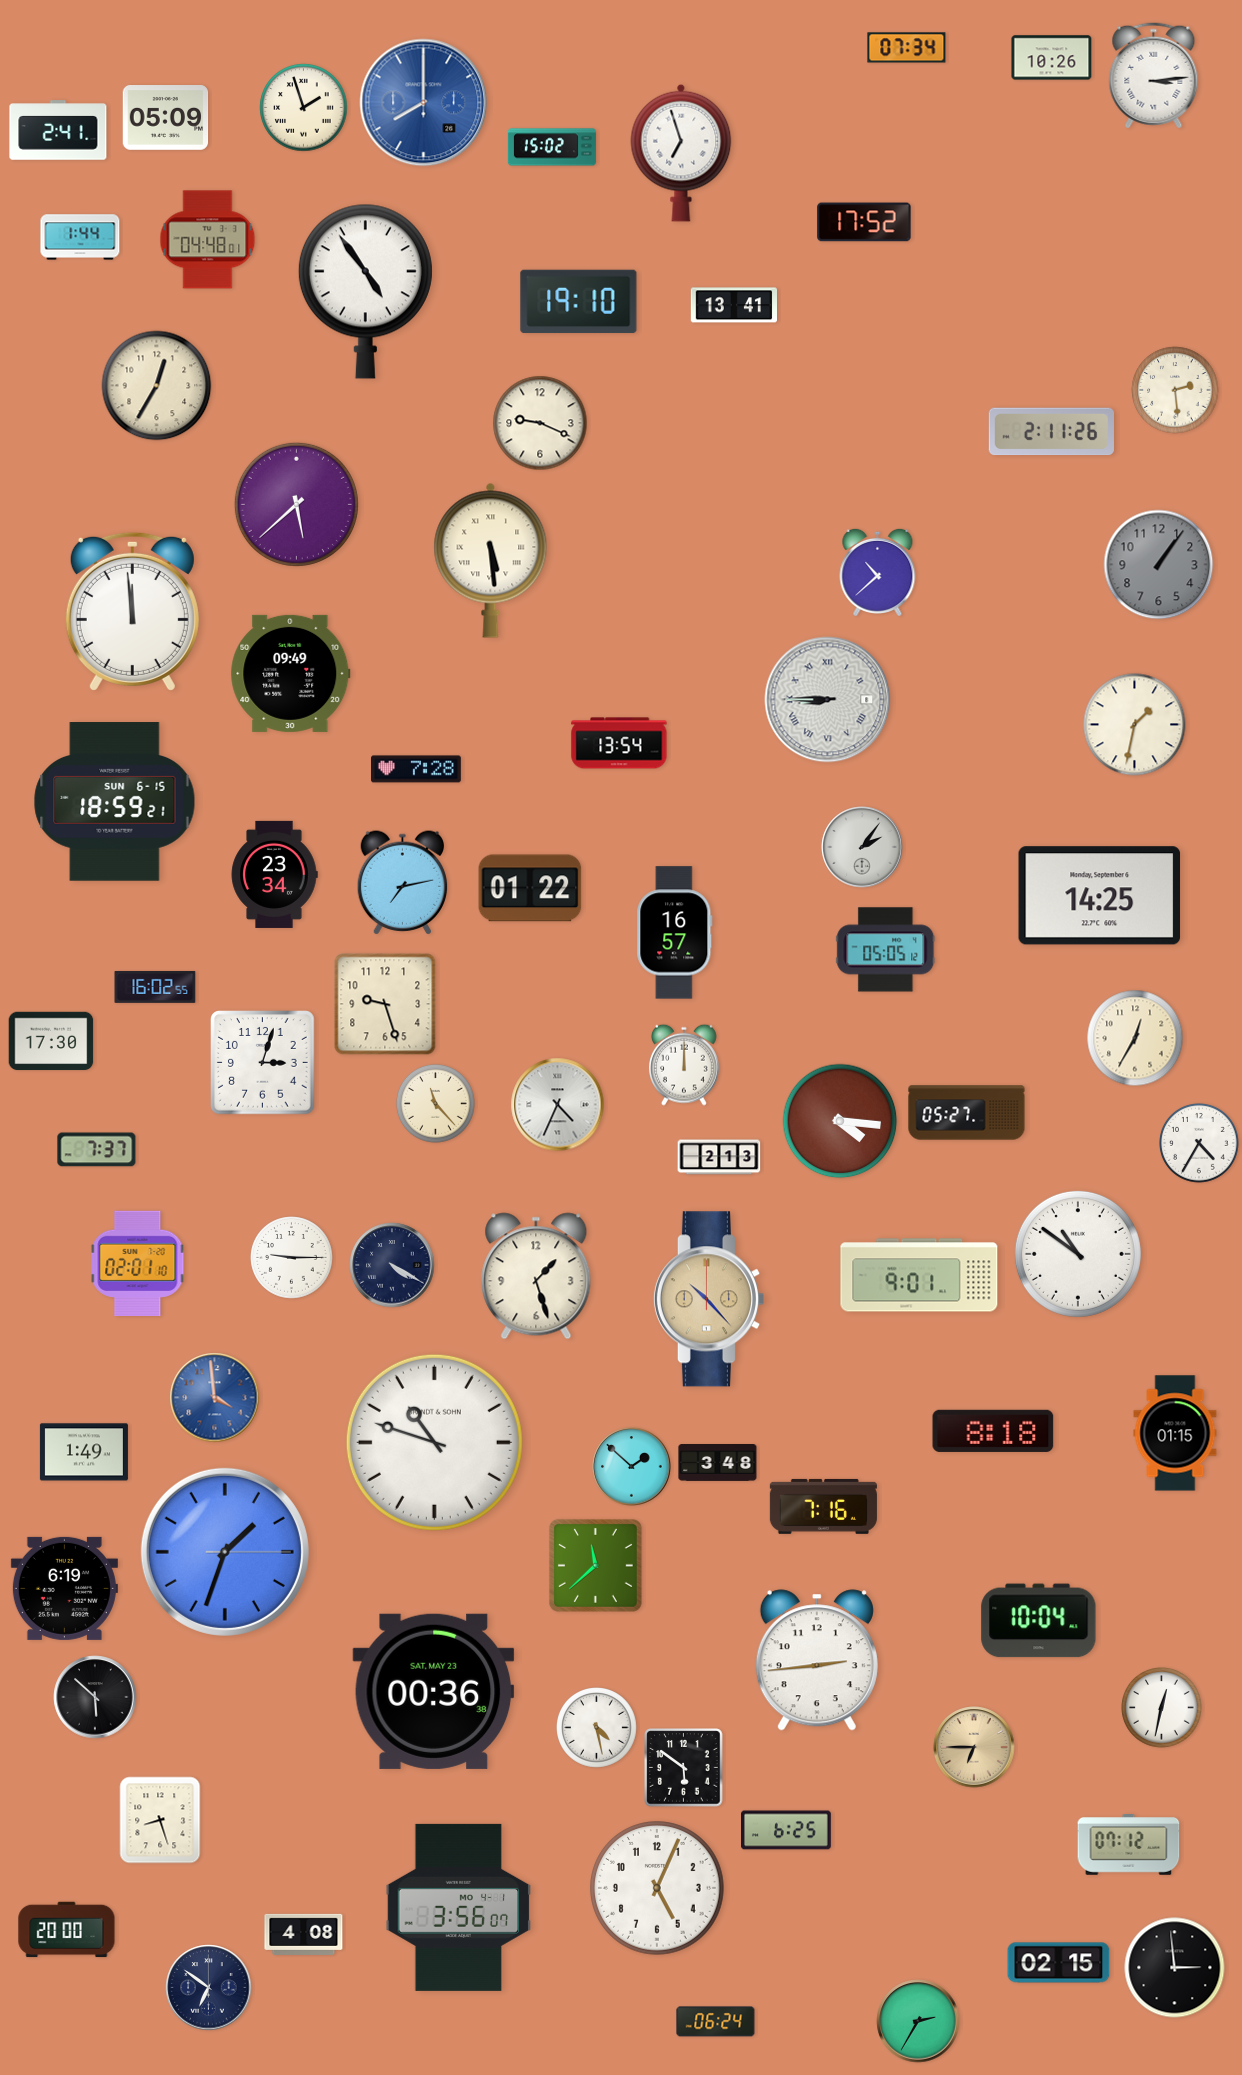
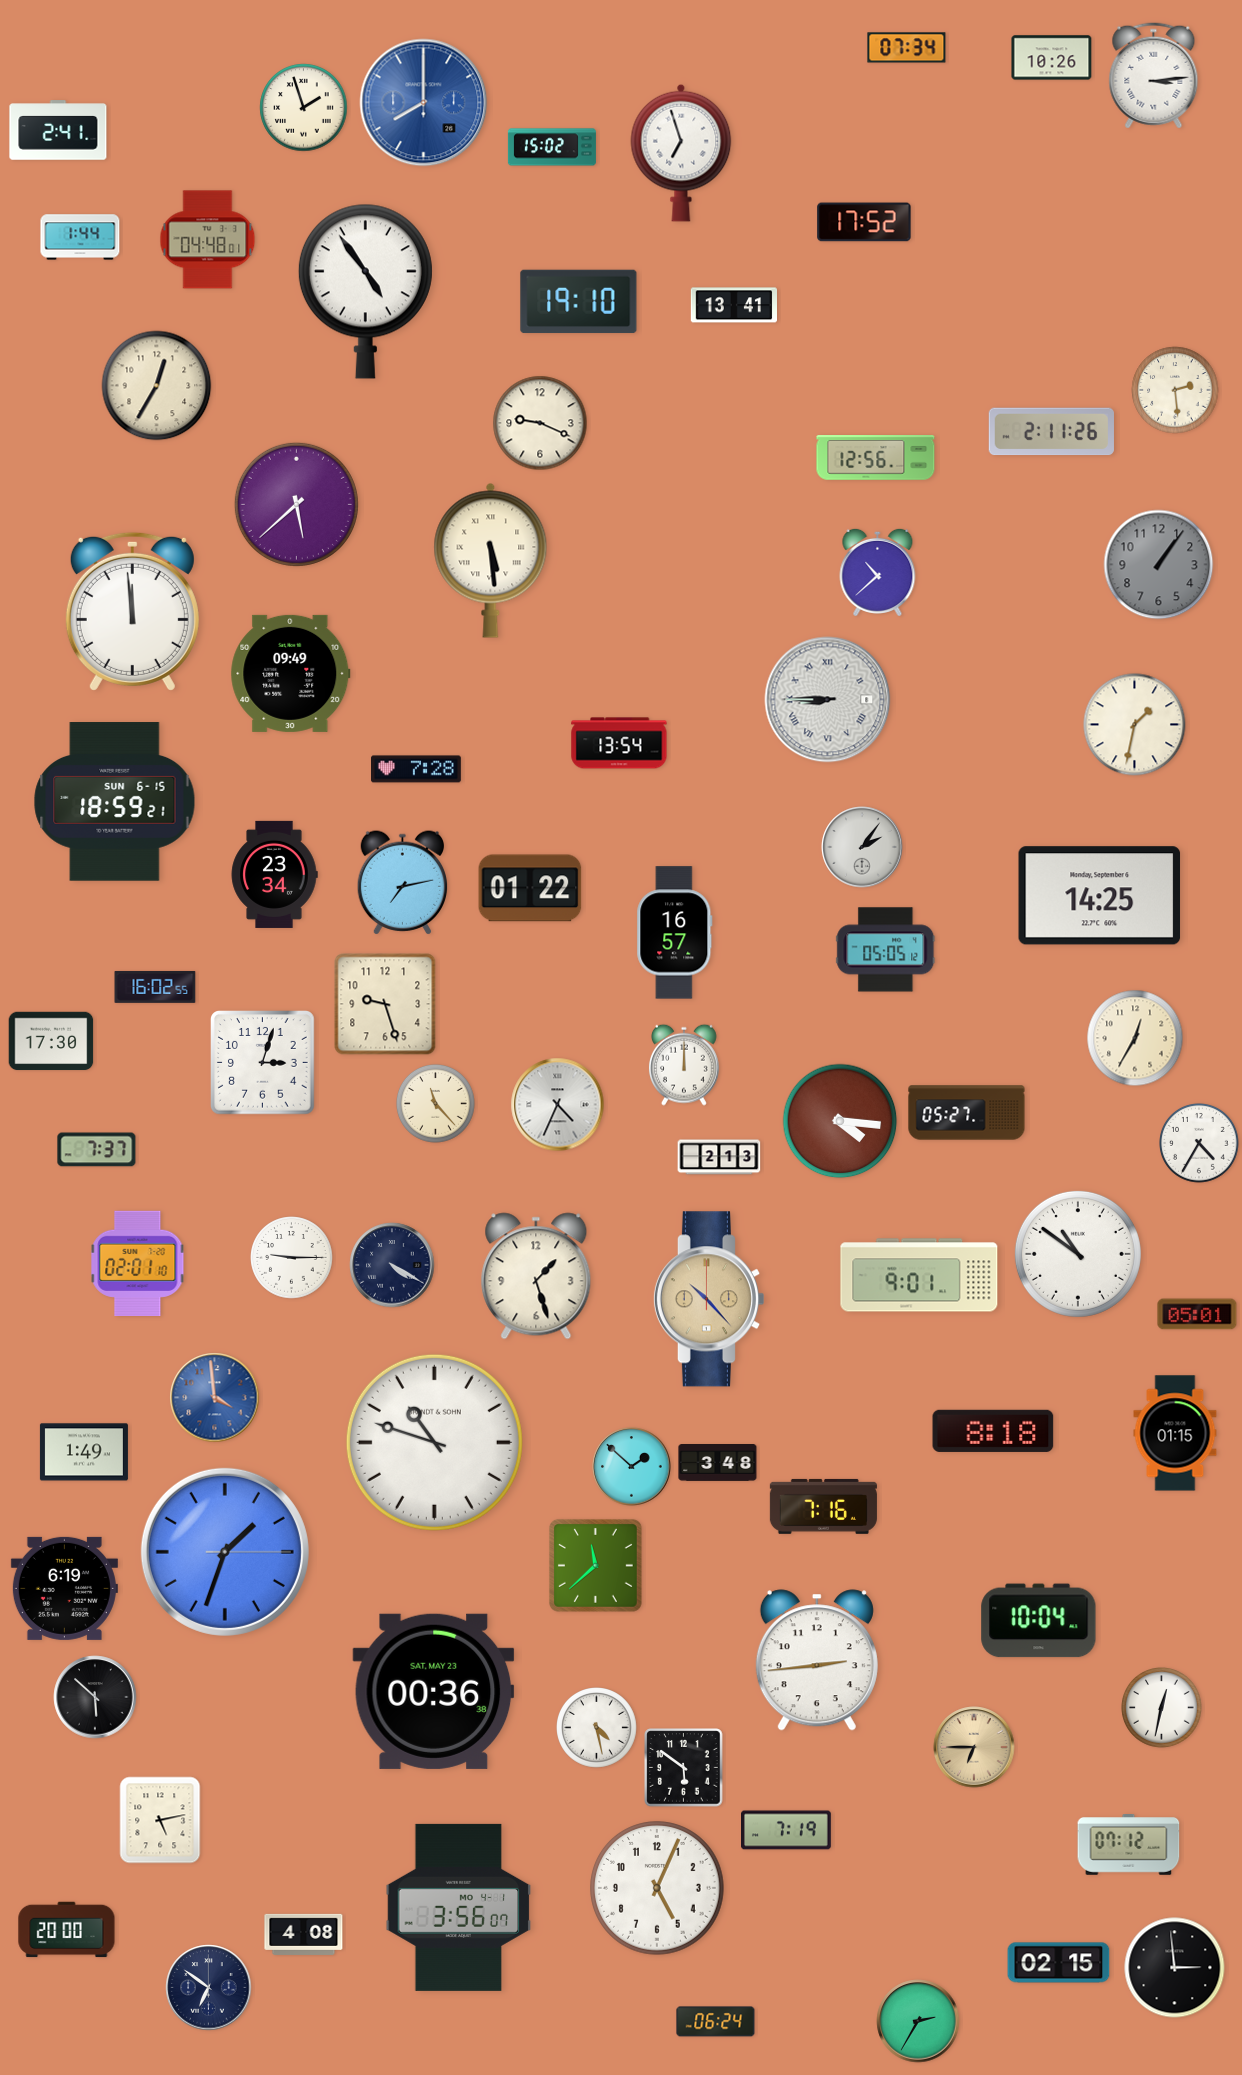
clock at (166, 118): 05:09 -> none
clock at (876, 458): none -> 12:56
clock at (1197, 1314): none -> 05:01
clock at (160, 1820): 8:27 -> 5:13
clock at (787, 1830): 6:25 -> 7:19
